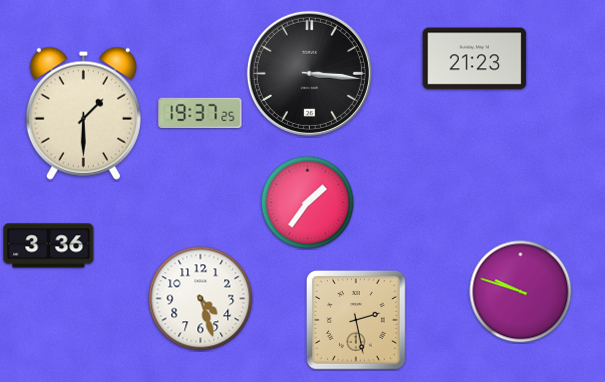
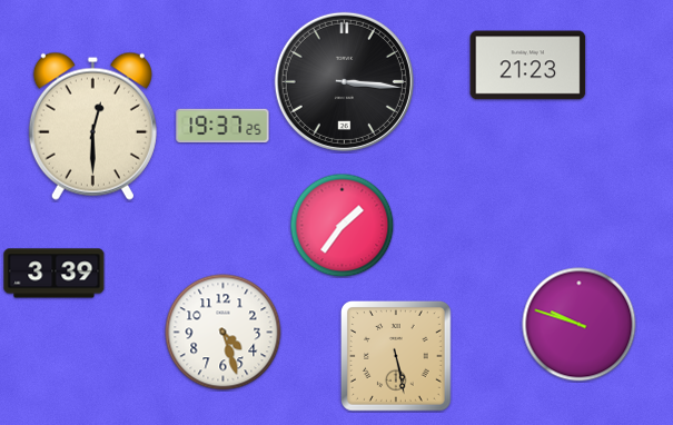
clock at (83, 113): 1:30 -> 12:30
clock at (49, 246): 3:36 -> 3:39
clock at (357, 321): 2:28 -> 5:28
